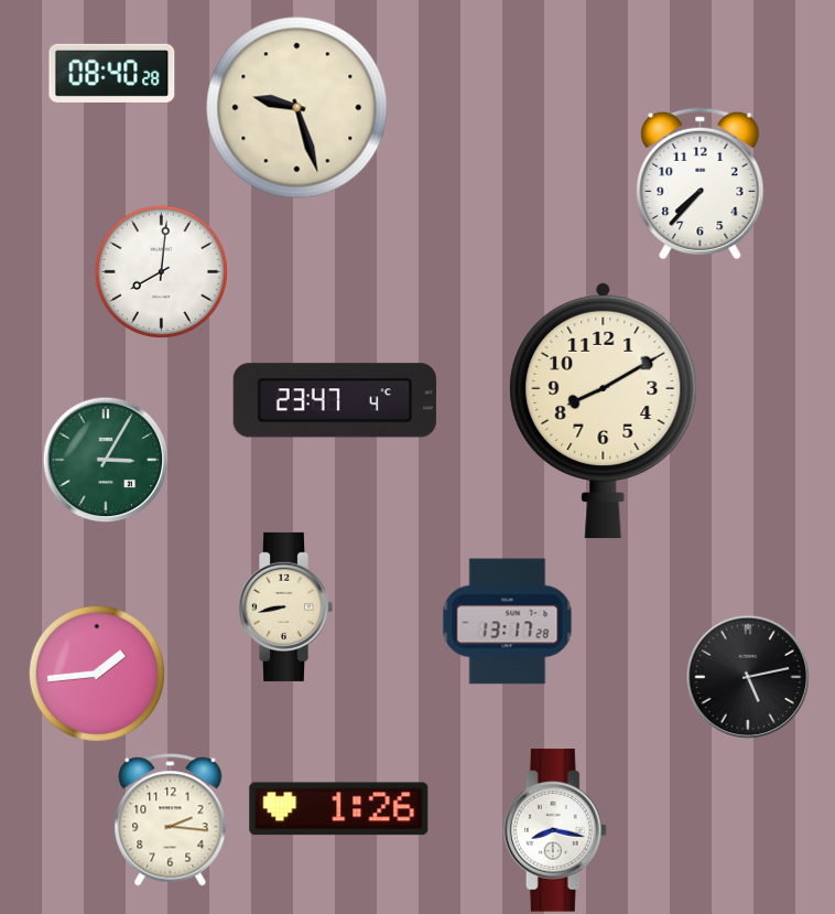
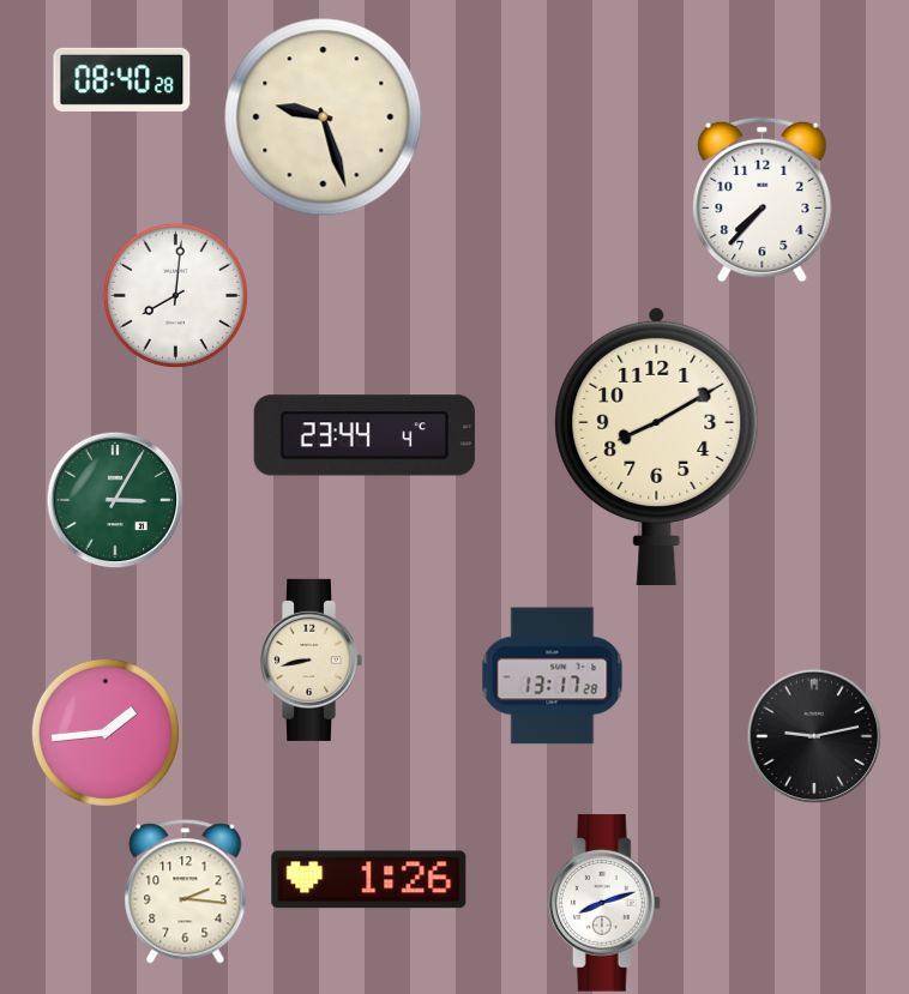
clock at (335, 400): 23:47 -> 23:44
clock at (748, 677): 5:13 -> 9:13
clock at (555, 830): 8:17 -> 8:12
